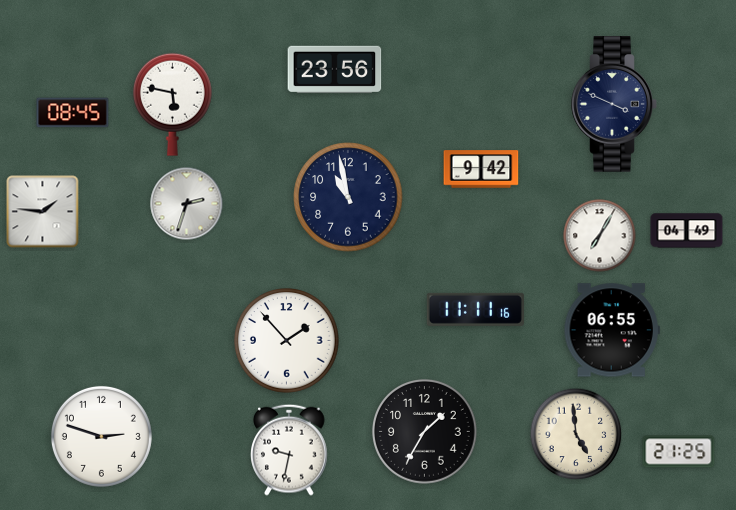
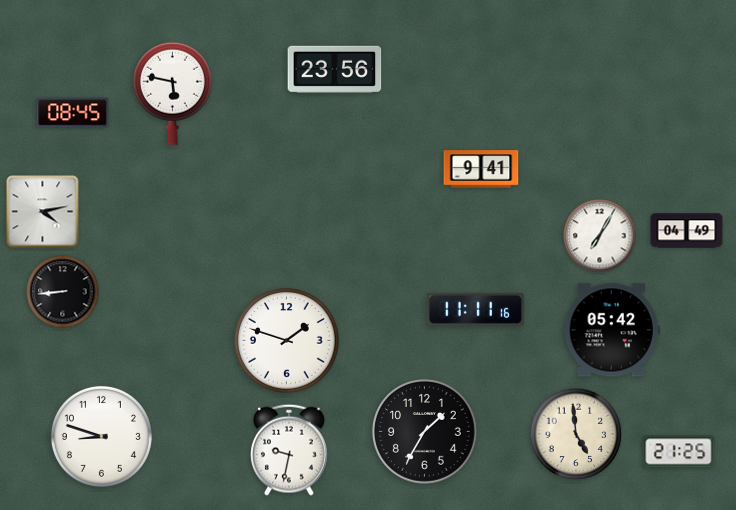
clock at (172, 104) position: (172, 104) -> (172, 93)
clock at (614, 105): 3:49 -> none
clock at (481, 169): 9:42 -> 9:41
clock at (348, 197): 10:58 -> none
clock at (187, 204): 2:33 -> none
clock at (43, 212): 1:46 -> 4:13
clock at (63, 292): none -> 8:44
clock at (612, 330): 06:55 -> 05:42
clock at (287, 341): 1:53 -> 1:48
clock at (101, 436): 2:48 -> 8:48
